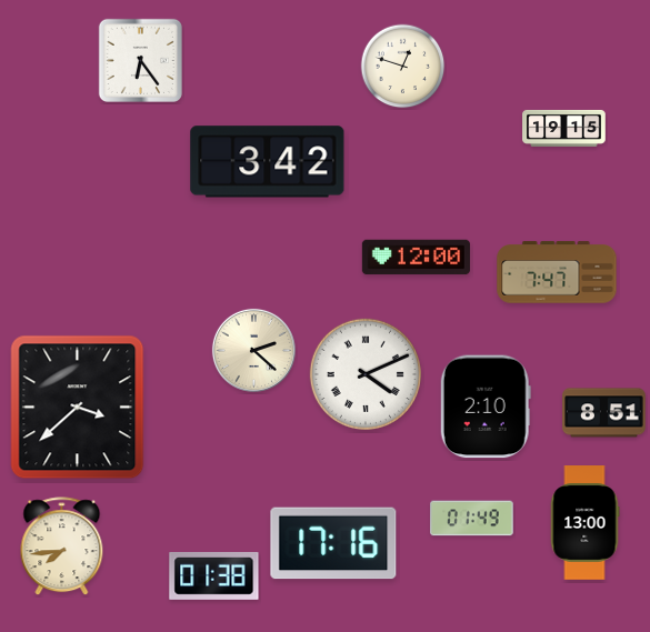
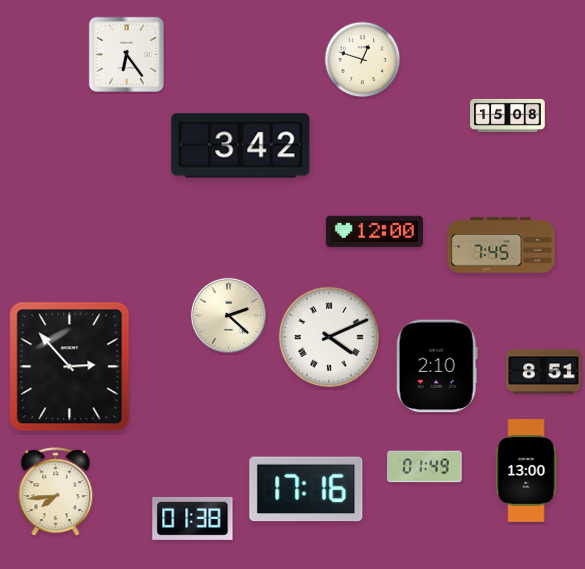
clock at (564, 128): 19:15 -> 15:08
clock at (557, 272): 7:47 -> 7:45
clock at (78, 408): 3:38 -> 2:53
clock at (333, 543) position: (333, 543) -> (306, 489)
